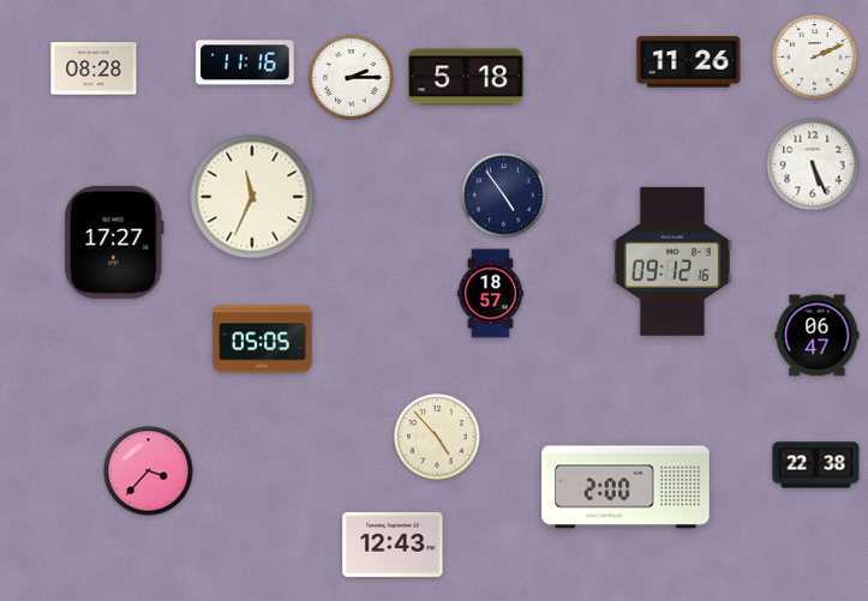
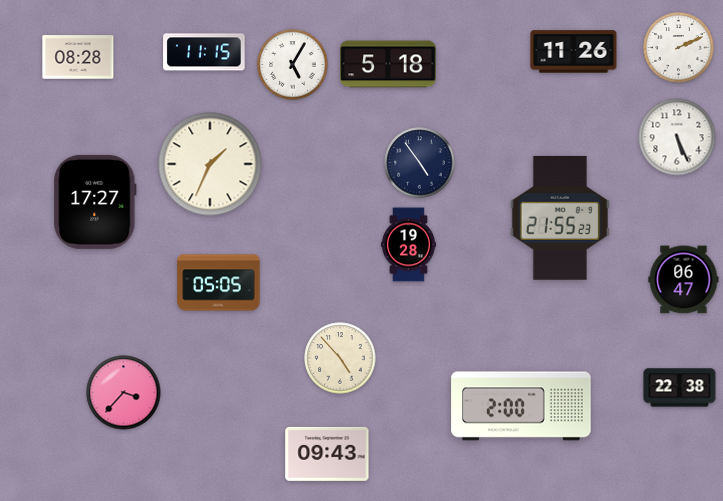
clock at (245, 62): 11:16 -> 11:15
clock at (352, 78): 2:15 -> 5:05
clock at (252, 197): 11:34 -> 1:34
clock at (672, 262): 09:12 -> 21:55
clock at (490, 294): 18:57 -> 19:28
clock at (818, 336) position: (818, 336) -> (684, 280)
clock at (437, 437) position: (437, 437) -> (340, 358)
clock at (393, 545): 12:43 -> 09:43
